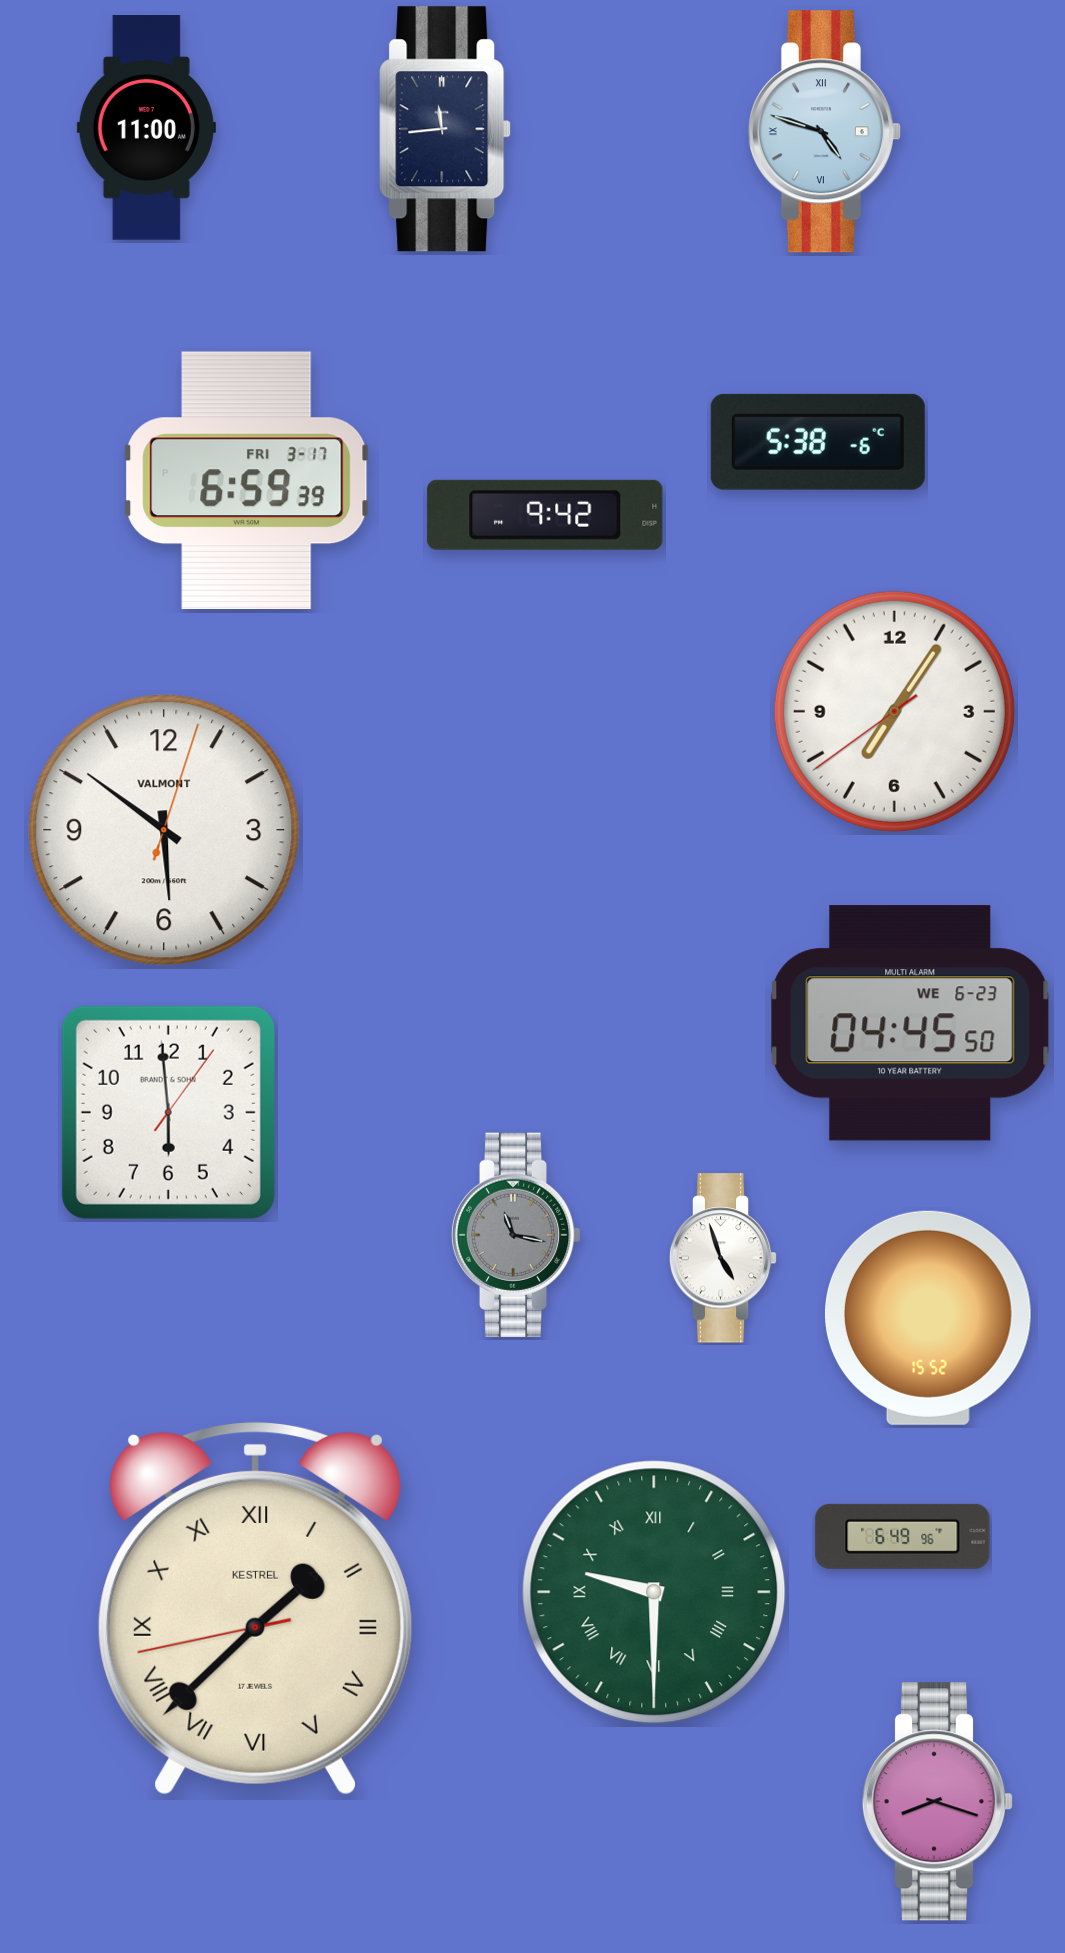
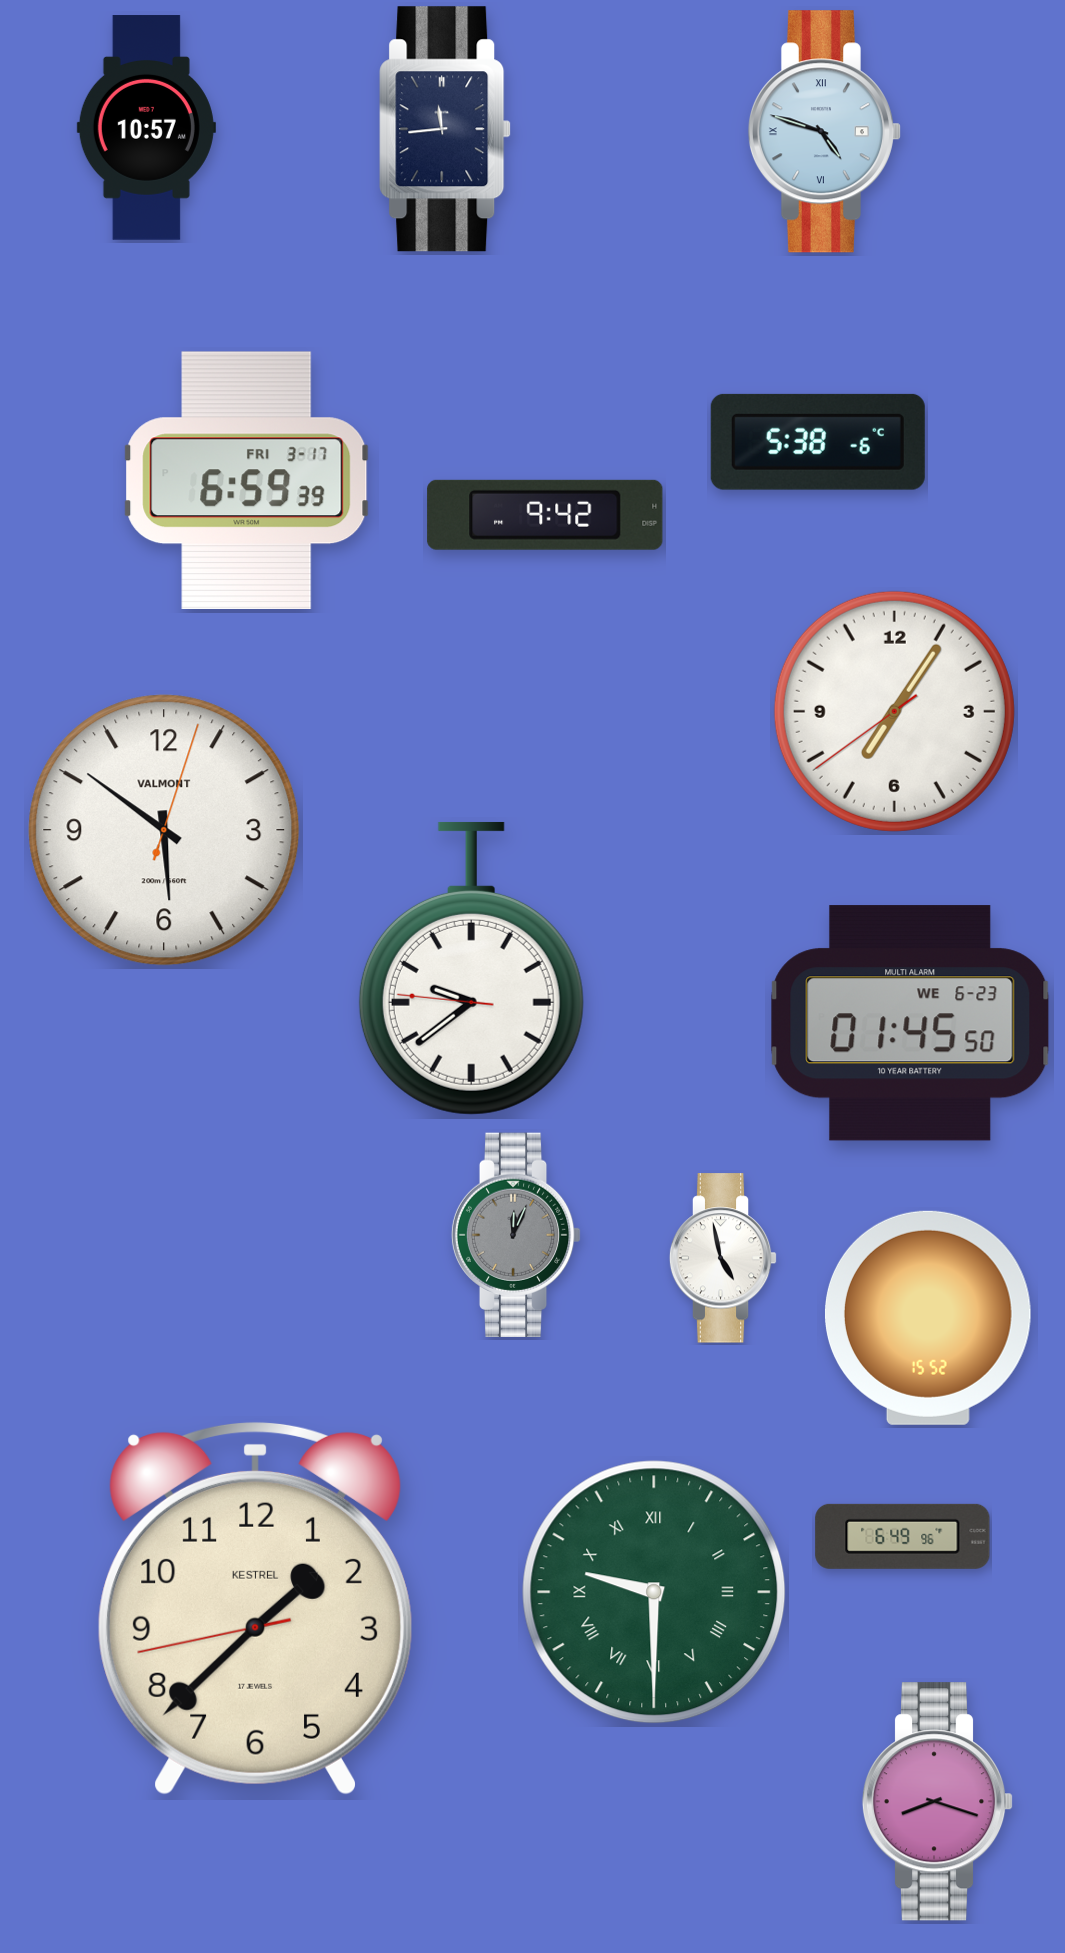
clock at (146, 128): 11:00 -> 10:57
clock at (471, 968): none -> 9:38
clock at (910, 1023): 04:45 -> 01:45
clock at (168, 1112): 5:59 -> none
clock at (516, 1235): 11:17 -> 12:04
clock at (723, 1258): 4:57 -> 4:58
clock at (255, 1608) numerals: Roman -> Arabic
